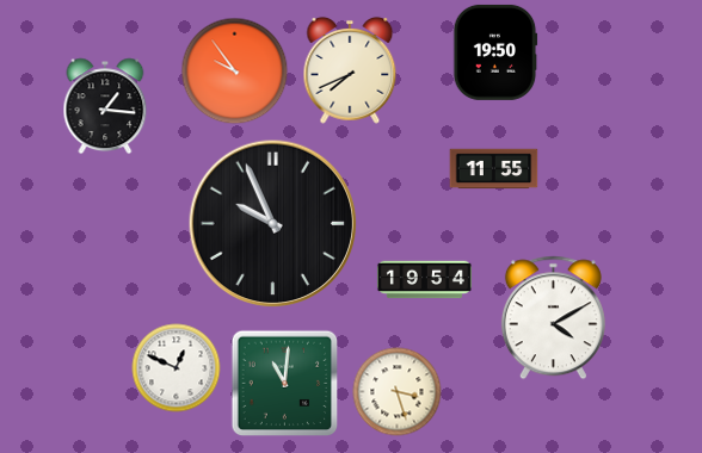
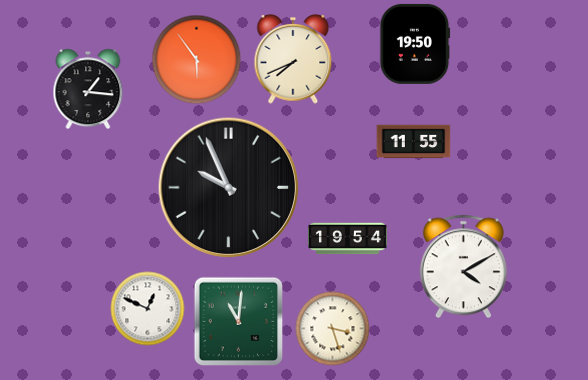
clock at (235, 72): 9:54 -> 5:54
clock at (424, 280) position: (424, 280) -> (347, 239)
